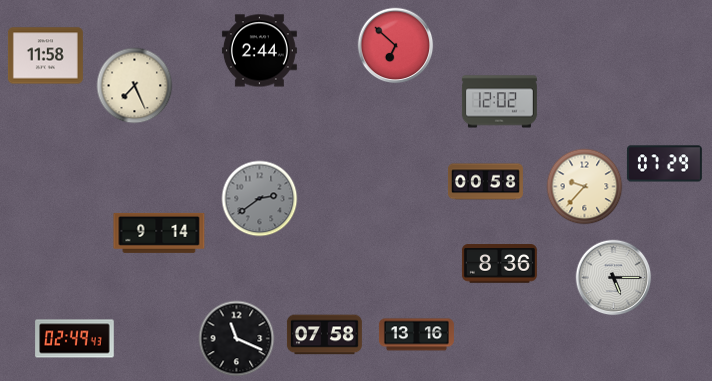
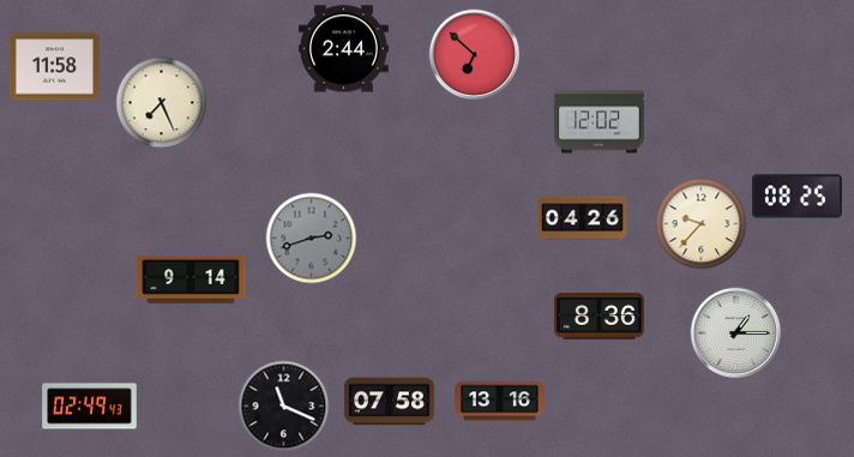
clock at (259, 51) position: (259, 51) -> (343, 49)
clock at (664, 164): 07:29 -> 08:25
clock at (485, 182): 00:58 -> 04:26
clock at (260, 199): 2:39 -> 2:42
clock at (614, 278): 5:15 -> 1:15
